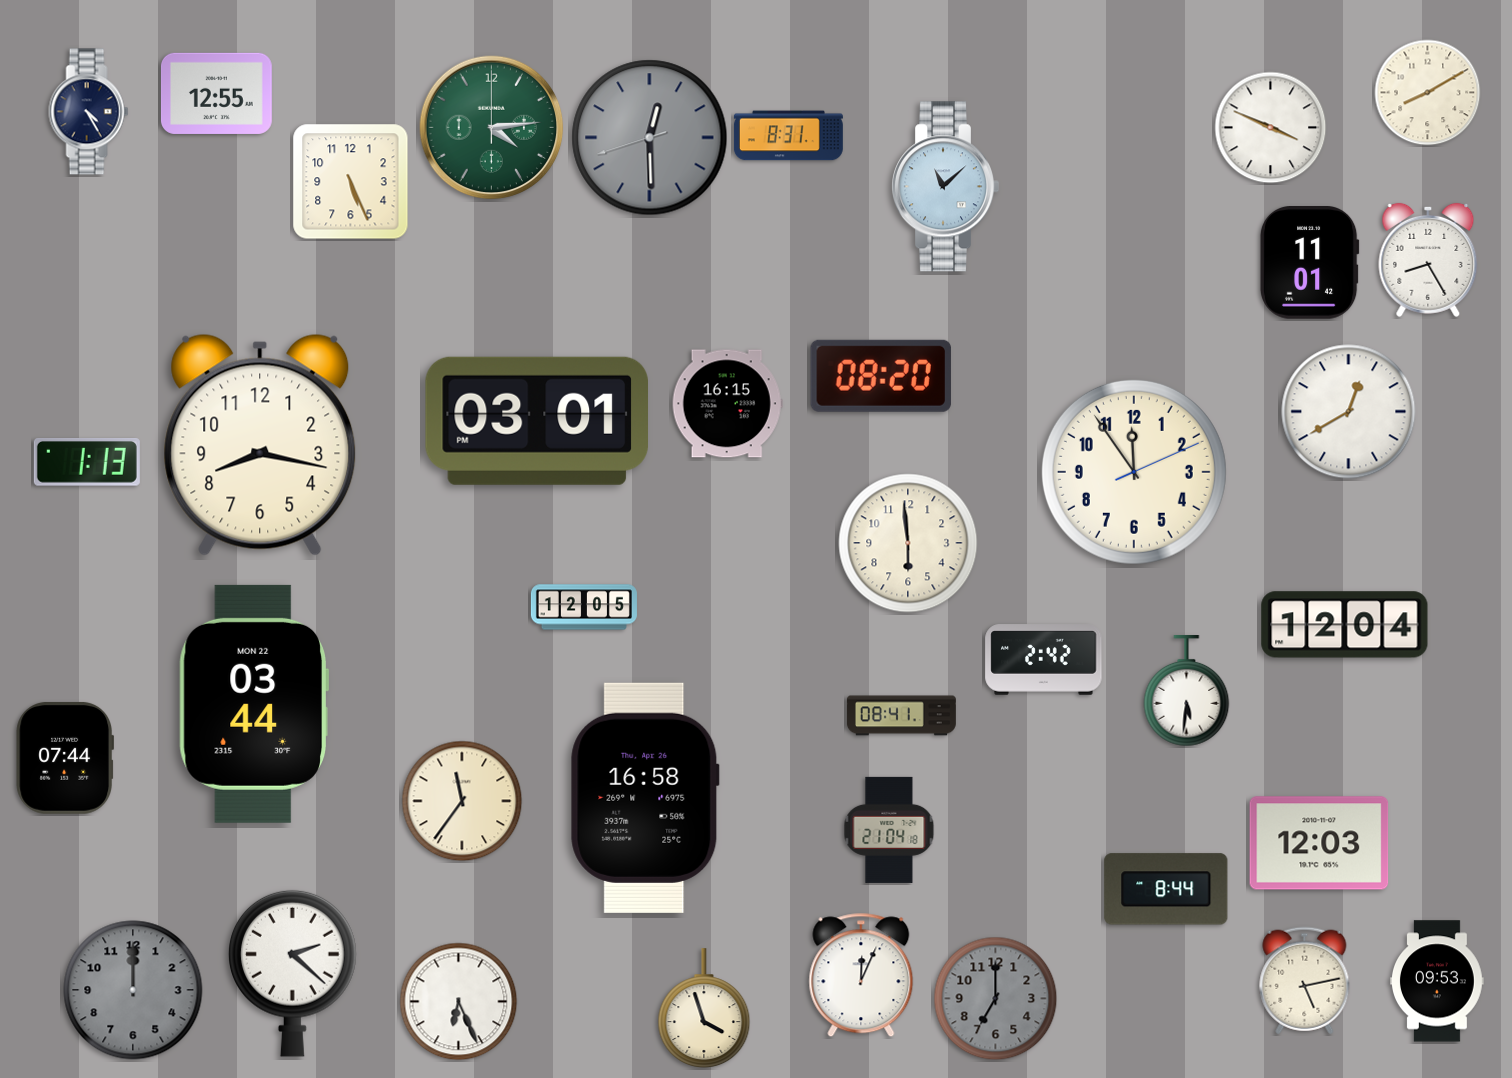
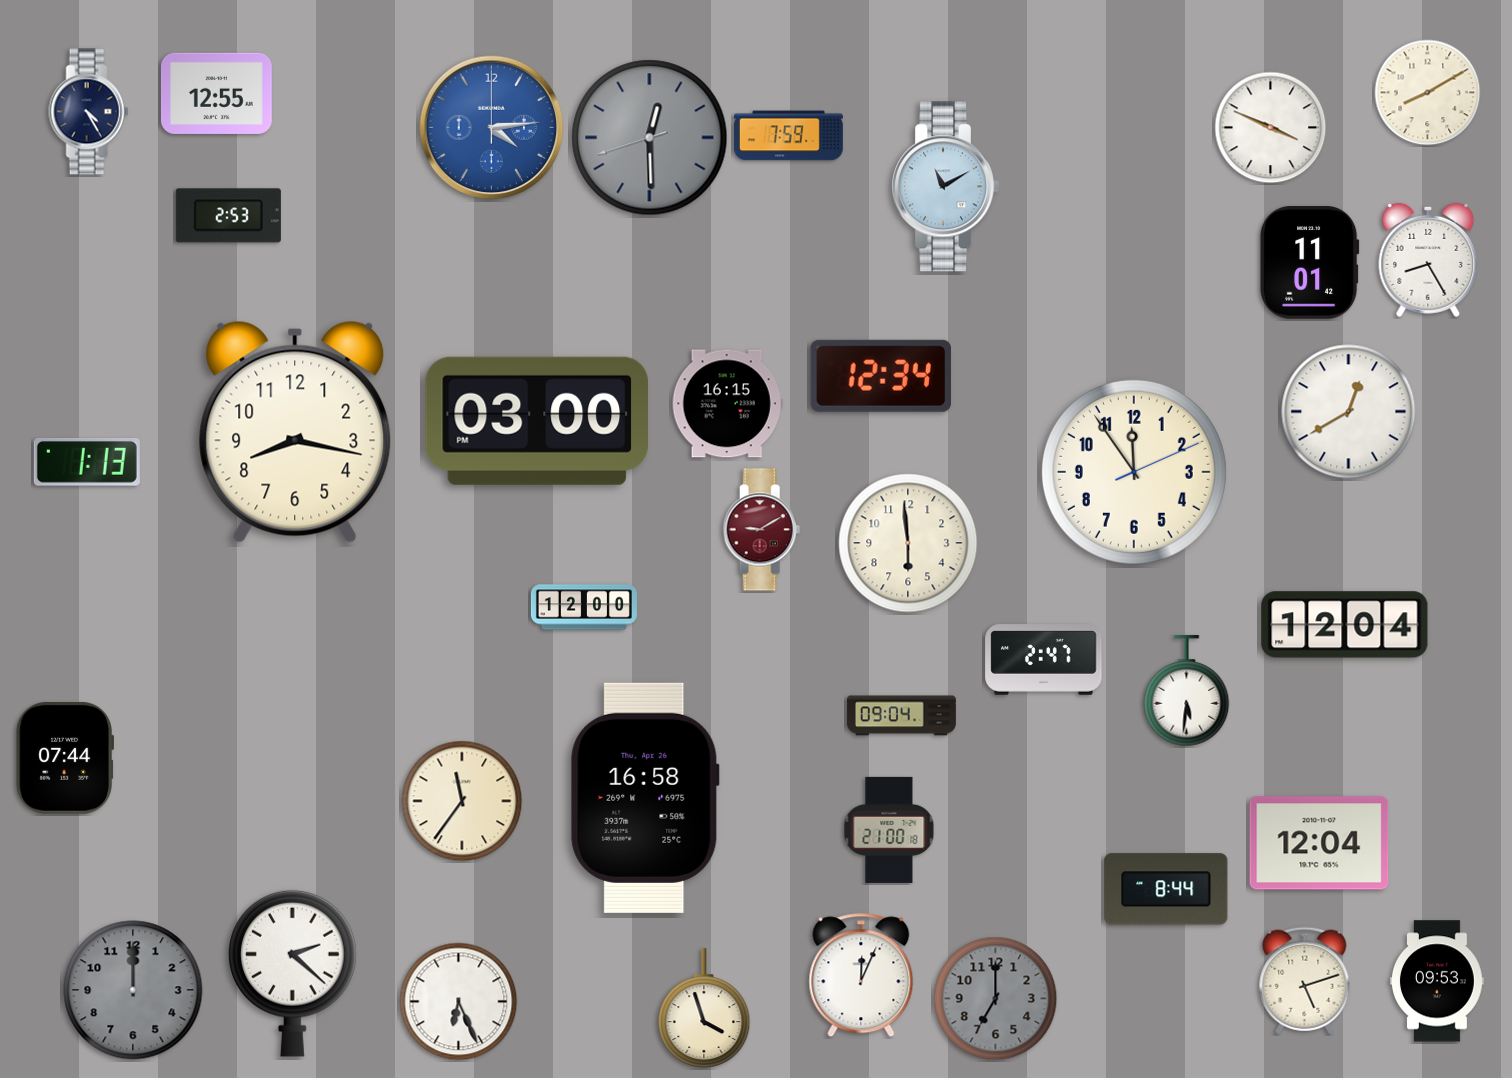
clock at (492, 128) dial: green -> blue
clock at (788, 136): 8:31 -> 7:59
clock at (351, 182): 5:26 -> none
clock at (946, 187): 11:08 -> 11:10
clock at (228, 216): none -> 2:53
clock at (881, 376): 08:20 -> 12:34
clock at (536, 421): 03:01 -> 03:00
clock at (260, 445) position: (260, 445) -> (295, 432)
clock at (762, 530): none -> 9:10
clock at (584, 607): 12:05 -> 12:00
clock at (1044, 660): 2:42 -> 2:47
clock at (254, 704): 03:44 -> none
clock at (901, 716): 08:41 -> 09:04
clock at (889, 830): 21:04 -> 21:00
clock at (1319, 843): 12:03 -> 12:04
clock at (1305, 981): 5:13 -> 5:12
